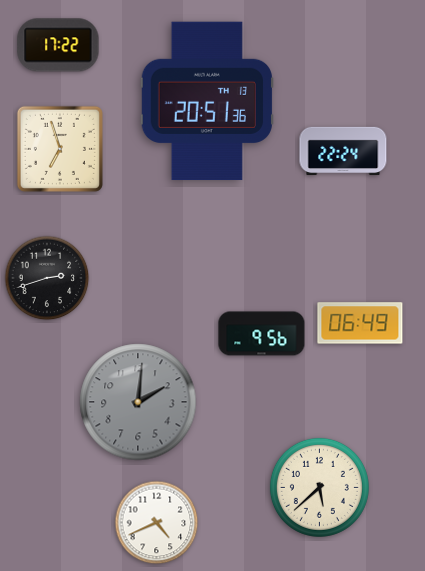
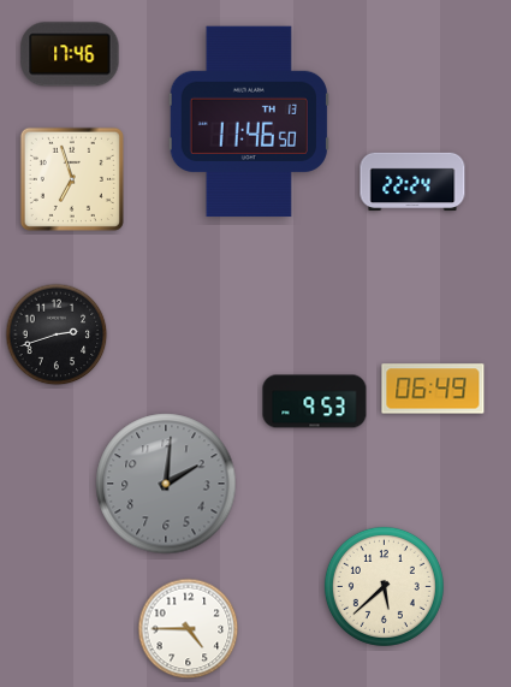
clock at (58, 45): 17:22 -> 17:46
clock at (207, 101): 20:51 -> 11:46
clock at (262, 334): 9:56 -> 9:53
clock at (157, 523): 4:41 -> 4:45
